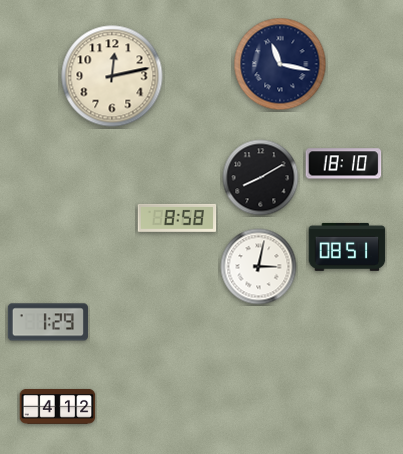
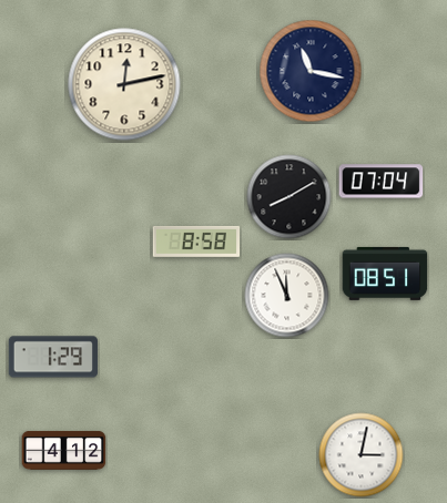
clock at (344, 164): 18:10 -> 07:04
clock at (259, 267): 3:02 -> 11:56
clock at (362, 455): none -> 3:02
